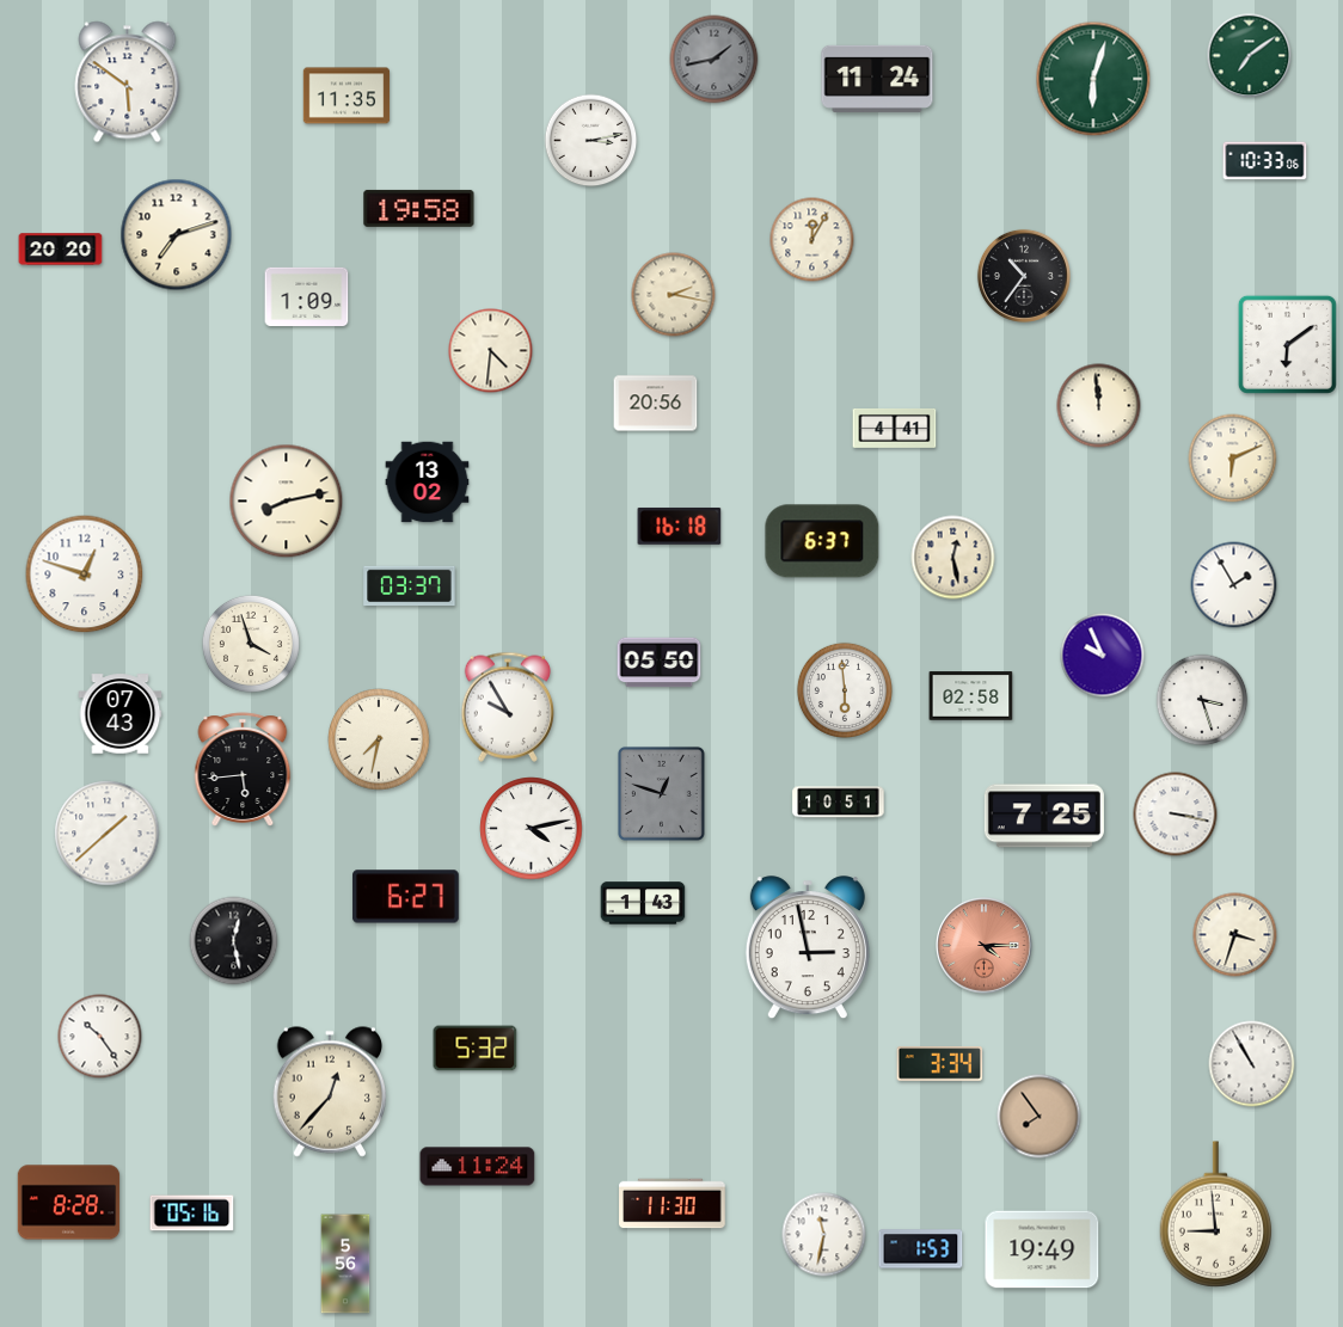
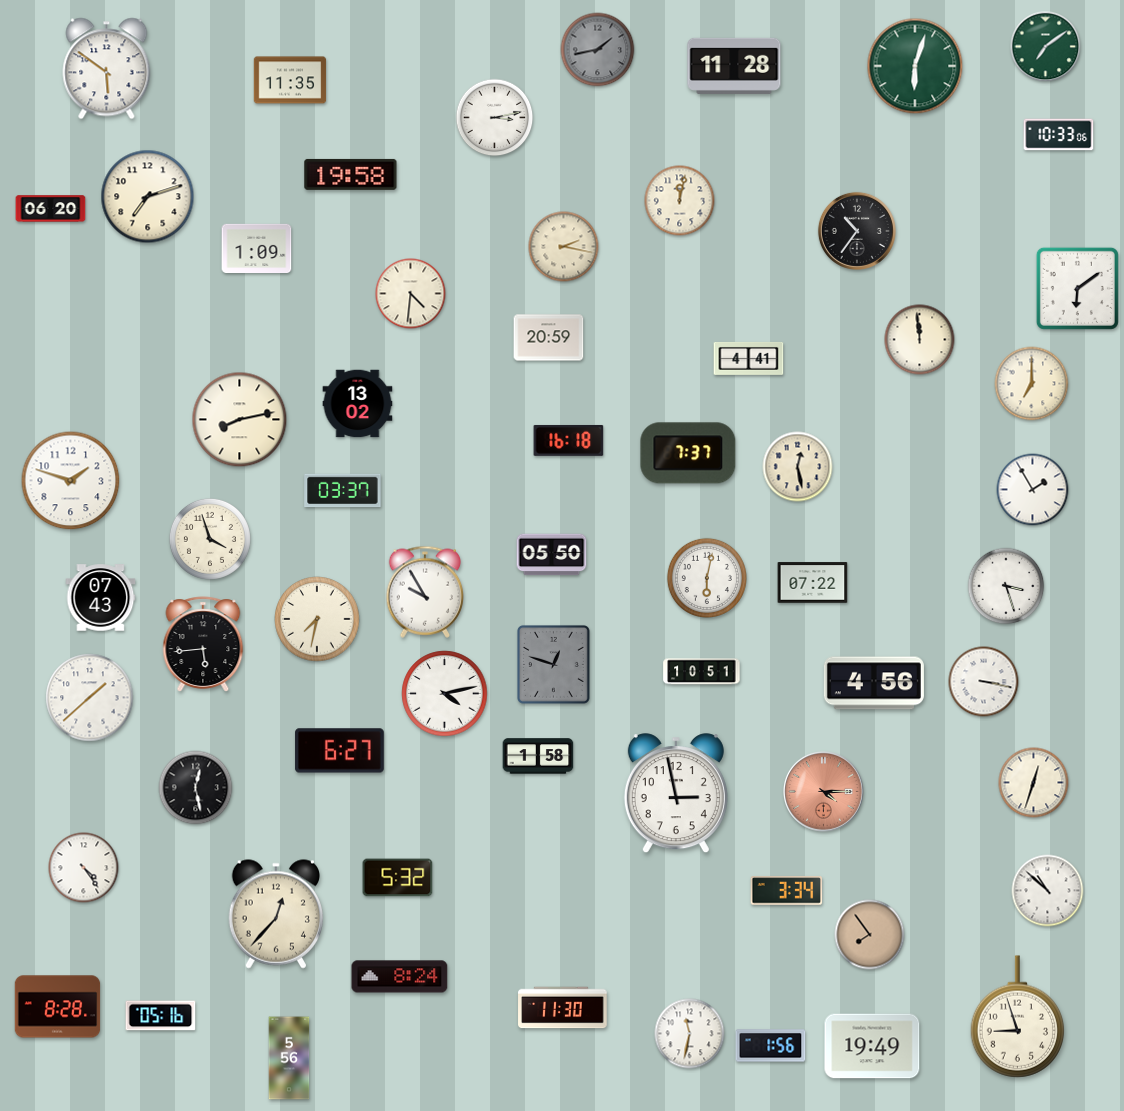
clock at (877, 79): 11:24 -> 11:28
clock at (812, 240): 12:05 -> 12:02
clock at (61, 250): 20:20 -> 06:20
clock at (656, 404): 20:56 -> 20:59
clock at (1233, 459): 6:11 -> 7:00
clock at (822, 541): 6:37 -> 7:37
clock at (85, 575): 12:48 -> 1:48
clock at (1103, 656): 9:56 -> none
clock at (845, 690): 5:59 -> 6:02
clock at (971, 696): 02:58 -> 07:22
clock at (1044, 816): 7:25 -> 4:56
clock at (643, 903): 1:43 -> 1:58
clock at (1235, 935): 3:33 -> 12:33
clock at (100, 1037): 10:24 -> 4:24
clock at (1252, 1064): 10:55 -> 10:52
clock at (478, 1167): 11:24 -> 8:24
clock at (1216, 1215): 8:59 -> 8:57
clock at (921, 1249): 1:53 -> 1:56
